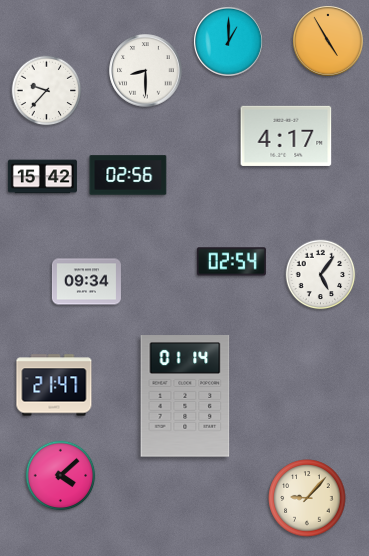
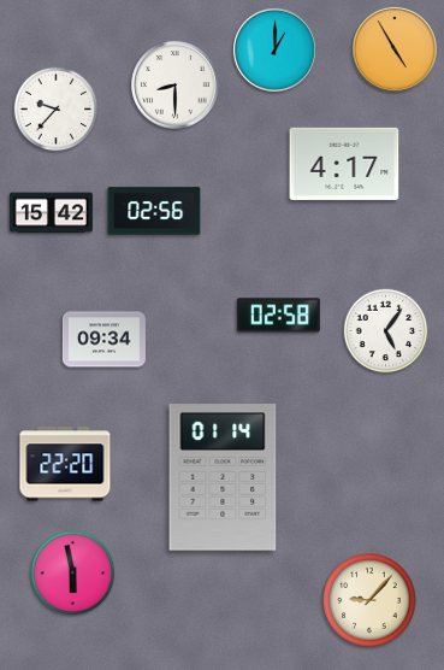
clock at (231, 262): 02:54 -> 02:58
clock at (54, 385): 21:47 -> 22:20
clock at (61, 476): 4:08 -> 5:58
